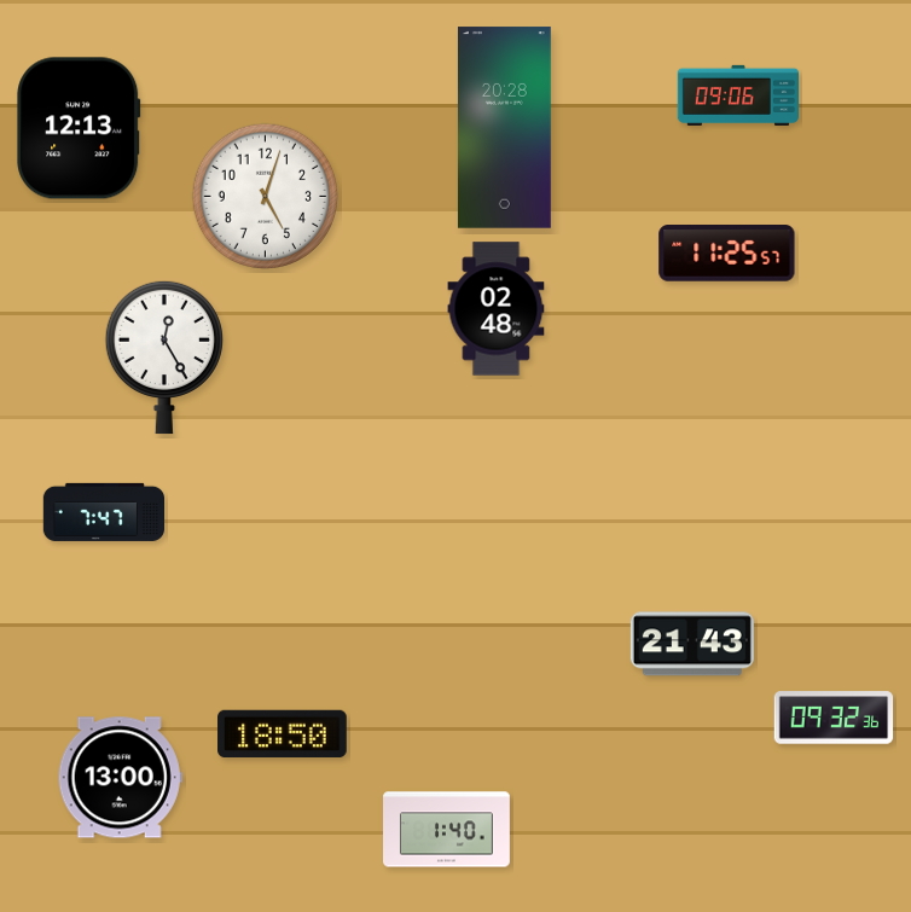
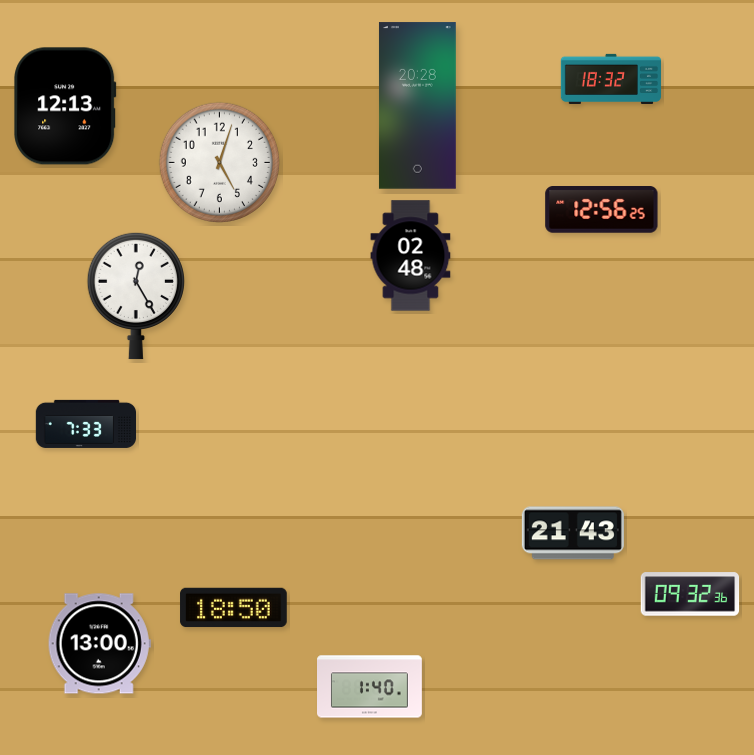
clock at (738, 95): 09:06 -> 18:32
clock at (727, 254): 11:25 -> 12:56
clock at (103, 512): 7:47 -> 7:33
